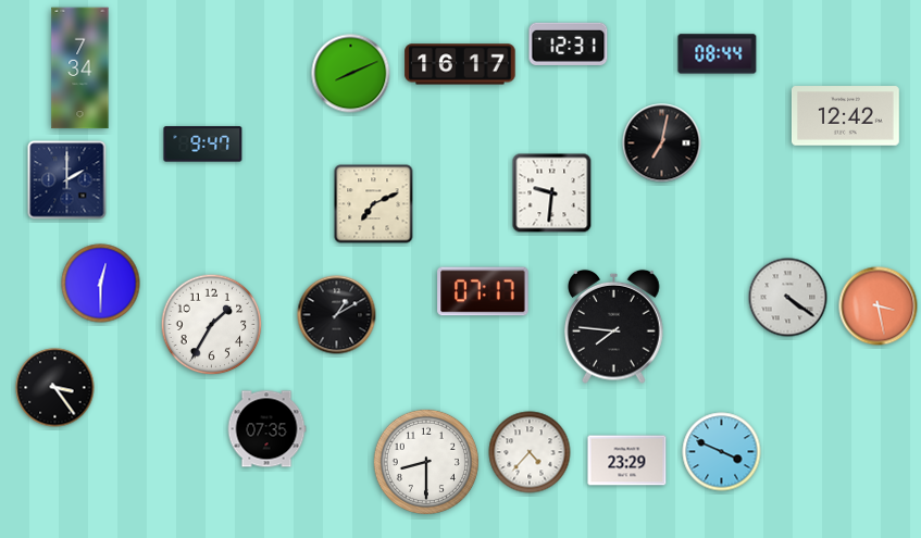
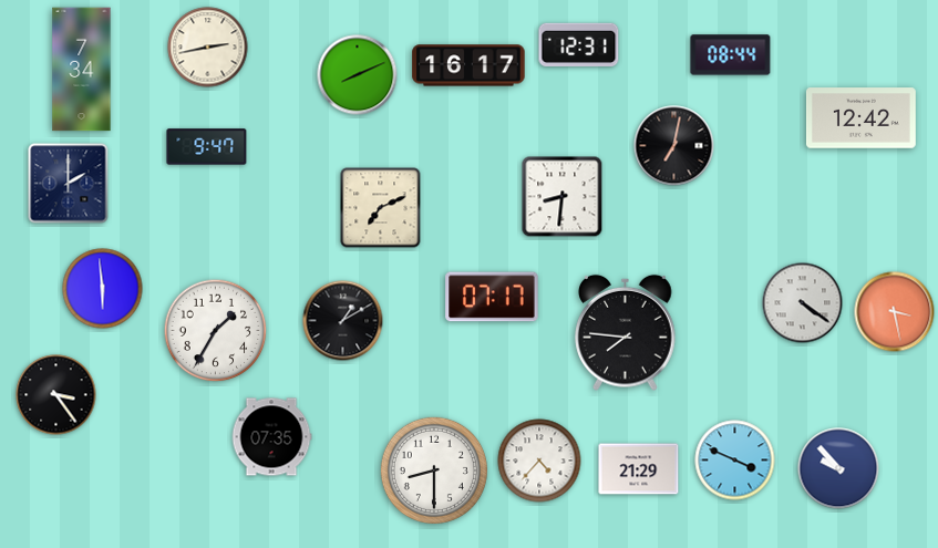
clock at (208, 48): none -> 2:43
clock at (552, 193): 9:31 -> 8:31
clock at (101, 284): 12:30 -> 5:59
clock at (838, 468): none -> 9:53
clock at (627, 461): 23:29 -> 21:29
